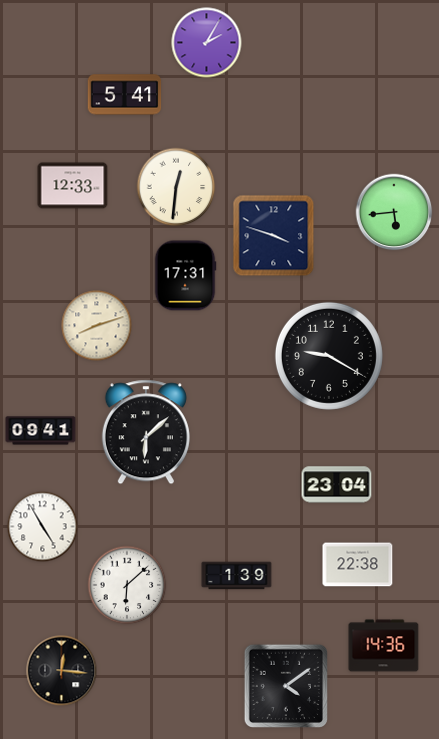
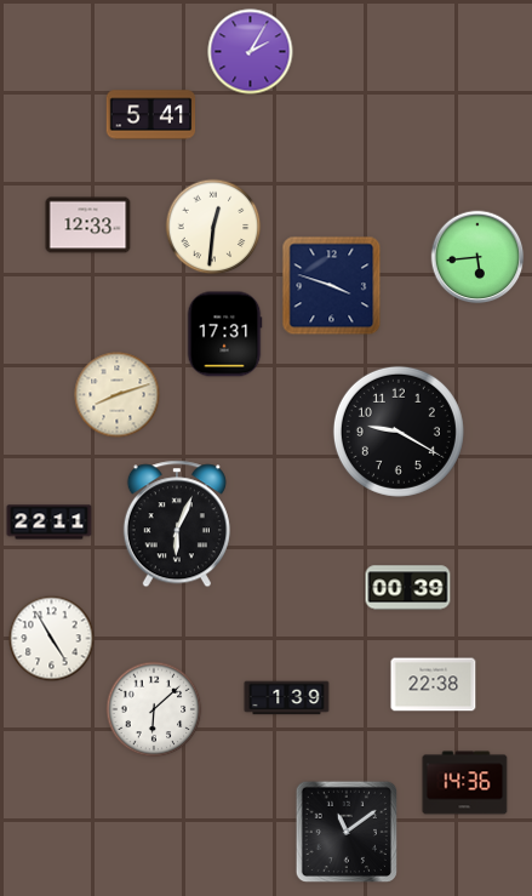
clock at (41, 431): 09:41 -> 22:11
clock at (146, 432): 6:08 -> 6:04
clock at (337, 485): 23:04 -> 00:39
clock at (62, 671): 12:16 -> none
clock at (285, 685): 4:09 -> 11:09
